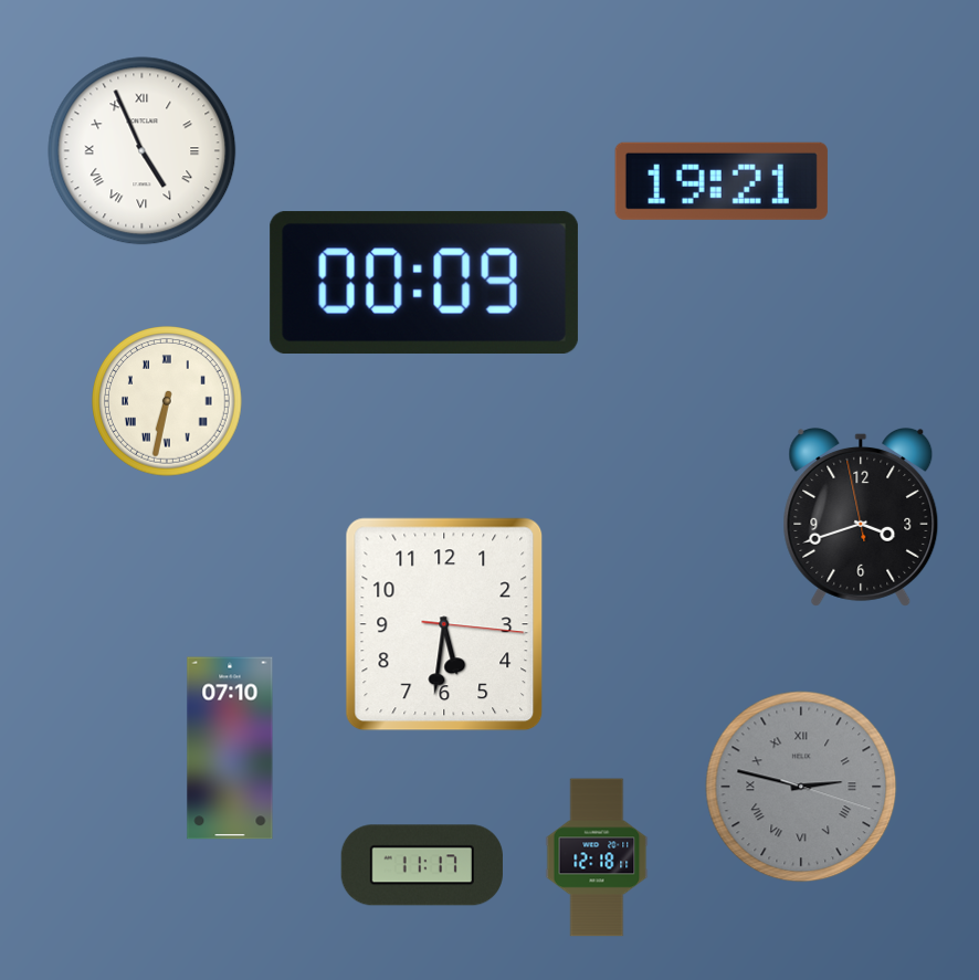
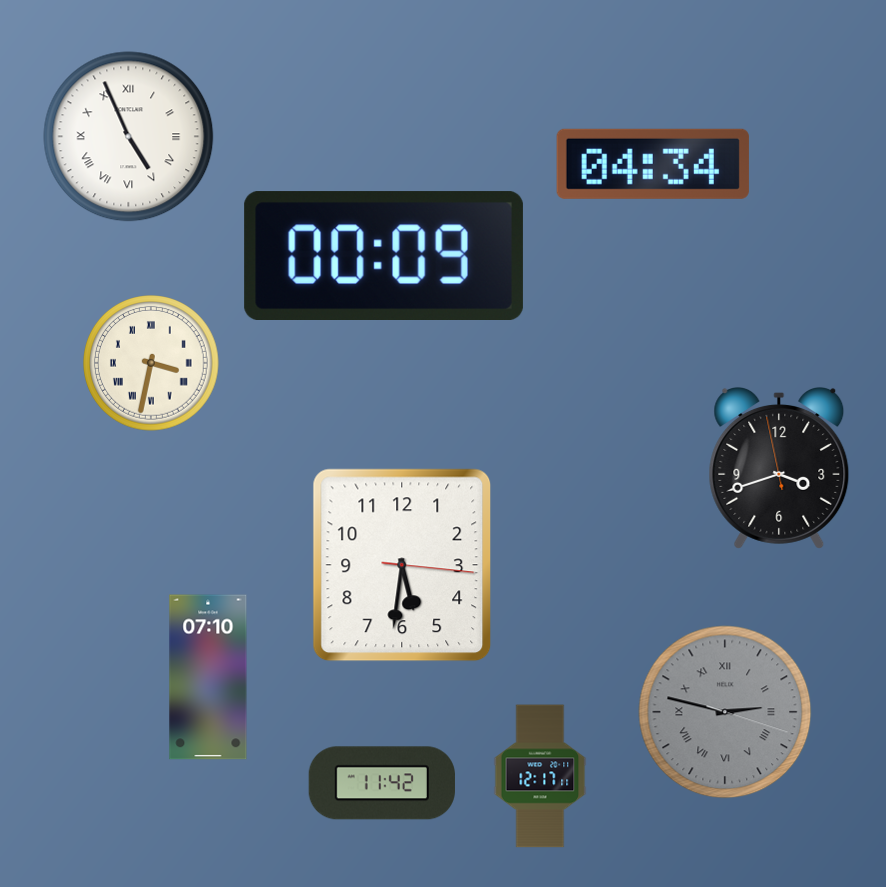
clock at (722, 181): 19:21 -> 04:34
clock at (167, 401): 6:32 -> 3:32
clock at (597, 857): 12:18 -> 12:17
clock at (422, 865): 11:17 -> 11:42
